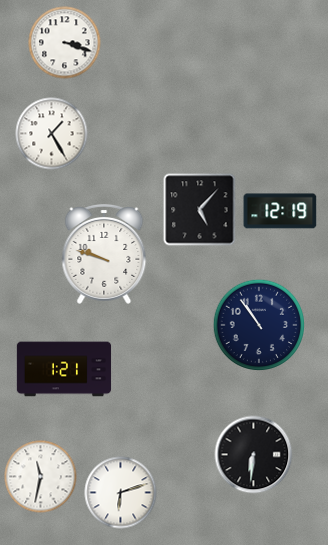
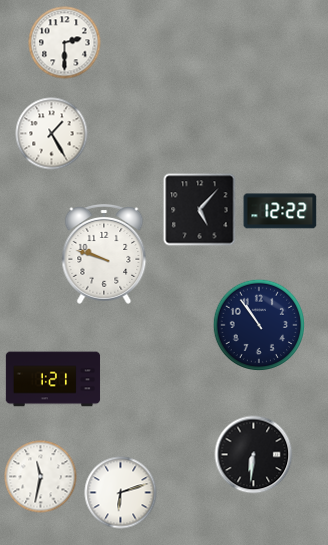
clock at (65, 43): 3:18 -> 2:30
clock at (280, 211): 12:19 -> 12:22
clock at (64, 369) position: (64, 369) -> (53, 379)
